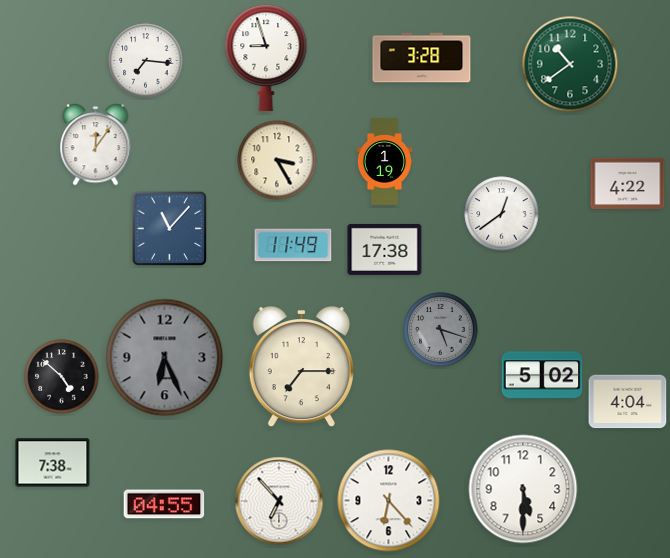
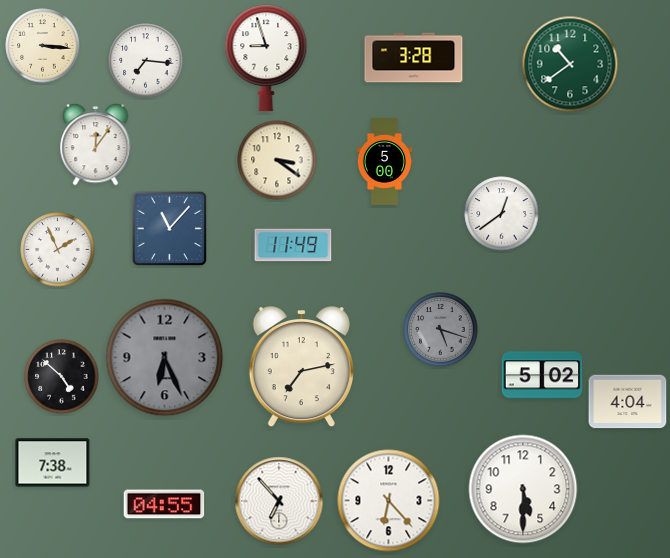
clock at (43, 46): none -> 3:16
clock at (422, 58) position: (422, 58) -> (414, 58)
clock at (277, 160): 3:25 -> 3:21
clock at (385, 162): 1:19 -> 5:00
clock at (628, 184): 4:22 -> none
clock at (385, 249): 17:38 -> none
clock at (58, 250): none -> 1:56
clock at (301, 367): 7:15 -> 7:13
